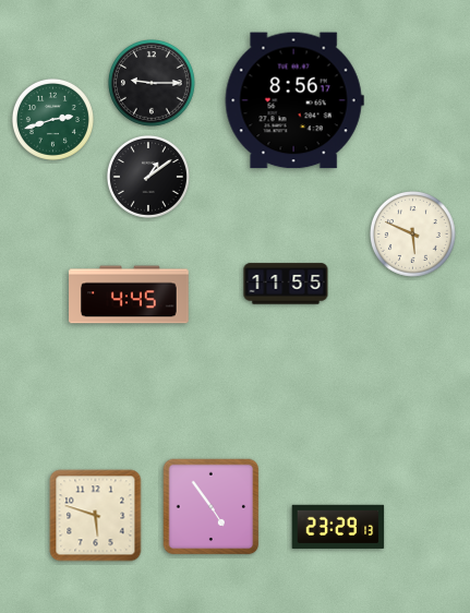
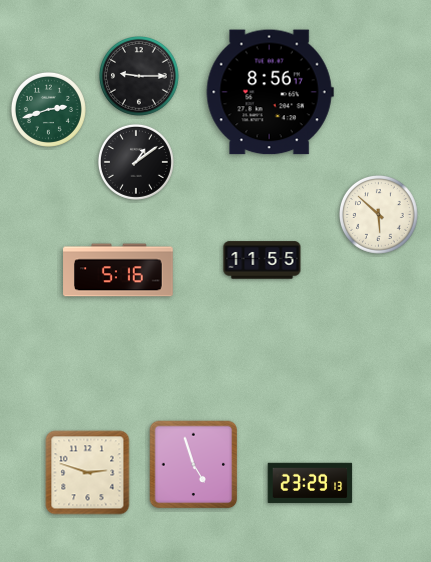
clock at (413, 235): 5:49 -> 5:52
clock at (129, 295): 4:45 -> 5:16
clock at (212, 507): 4:54 -> 4:57
clock at (96, 516): 5:48 -> 2:48
